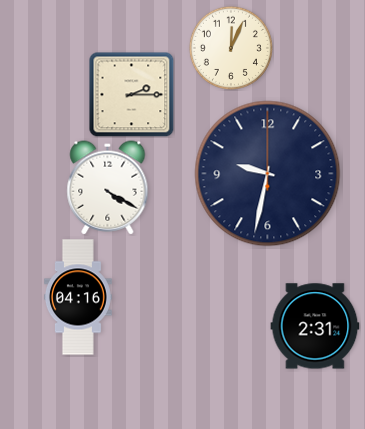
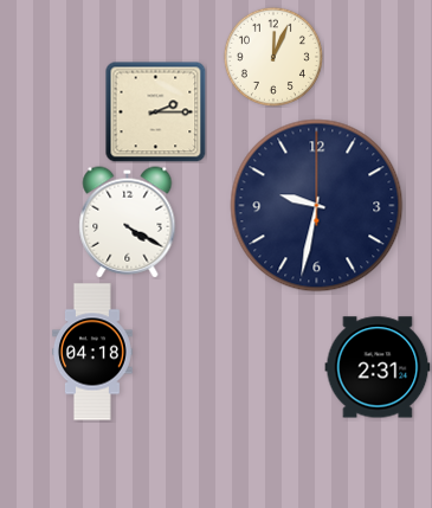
clock at (78, 297): 04:16 -> 04:18
clock at (315, 326) position: (315, 326) -> (378, 367)
